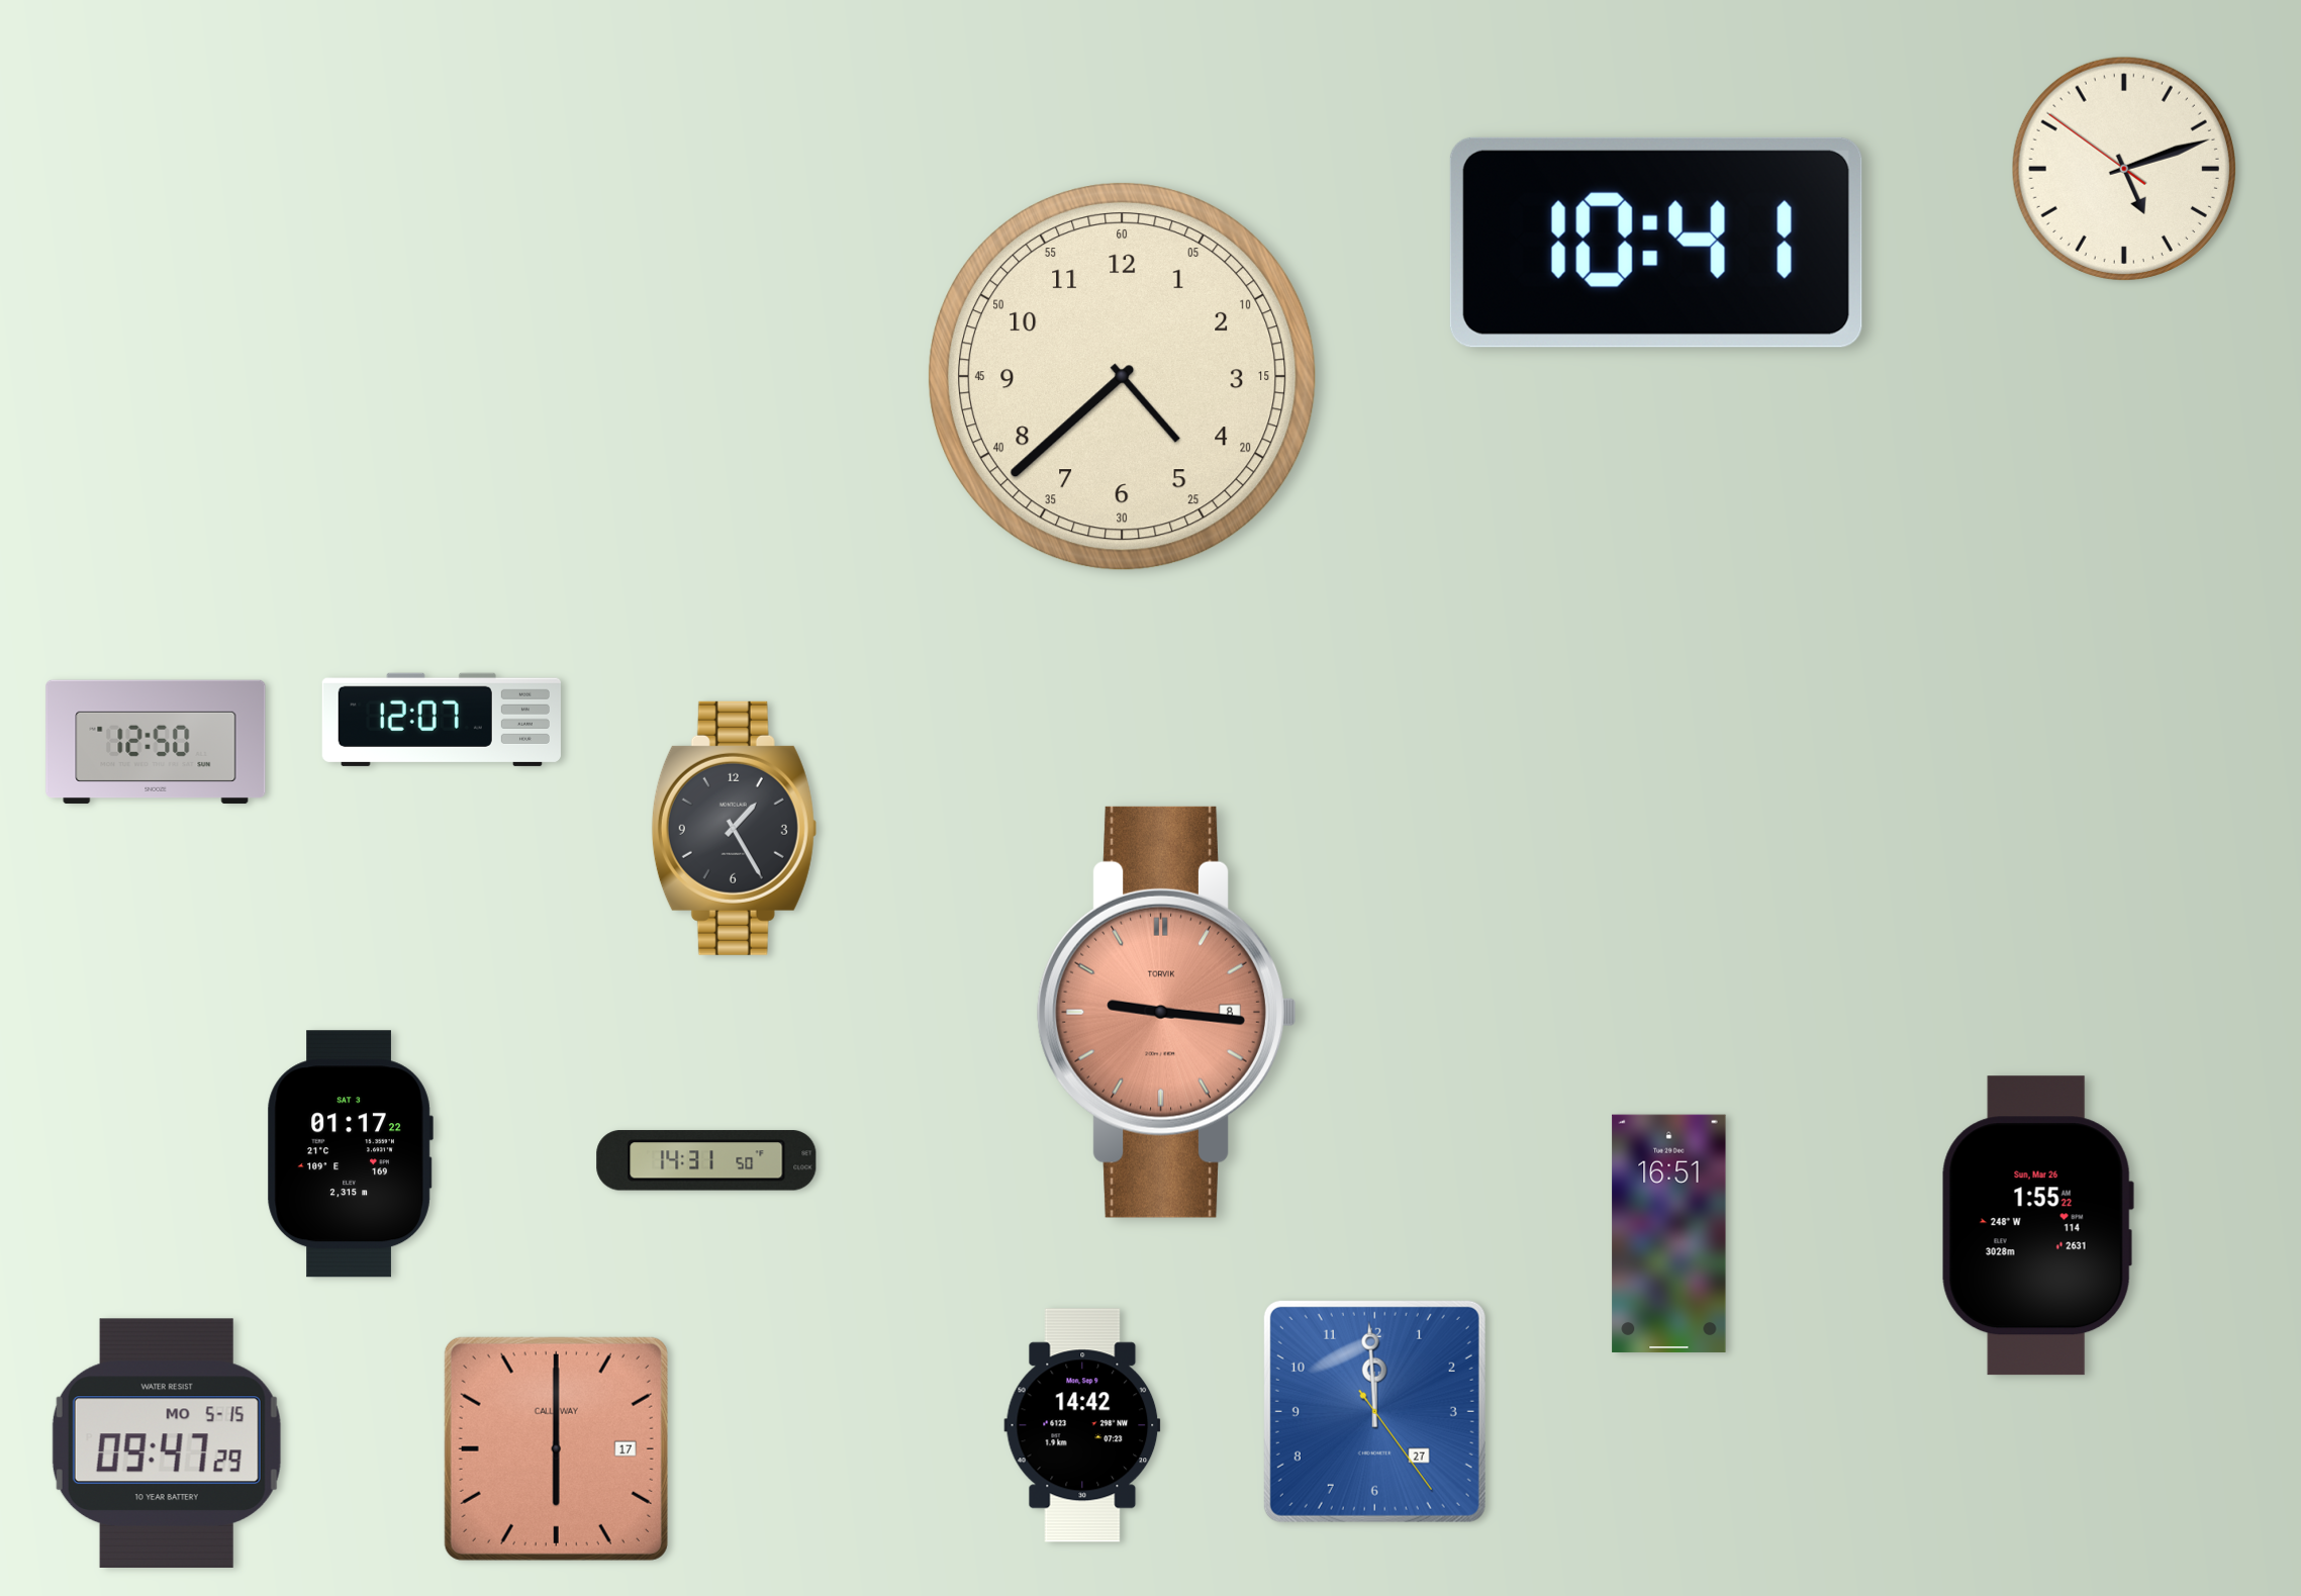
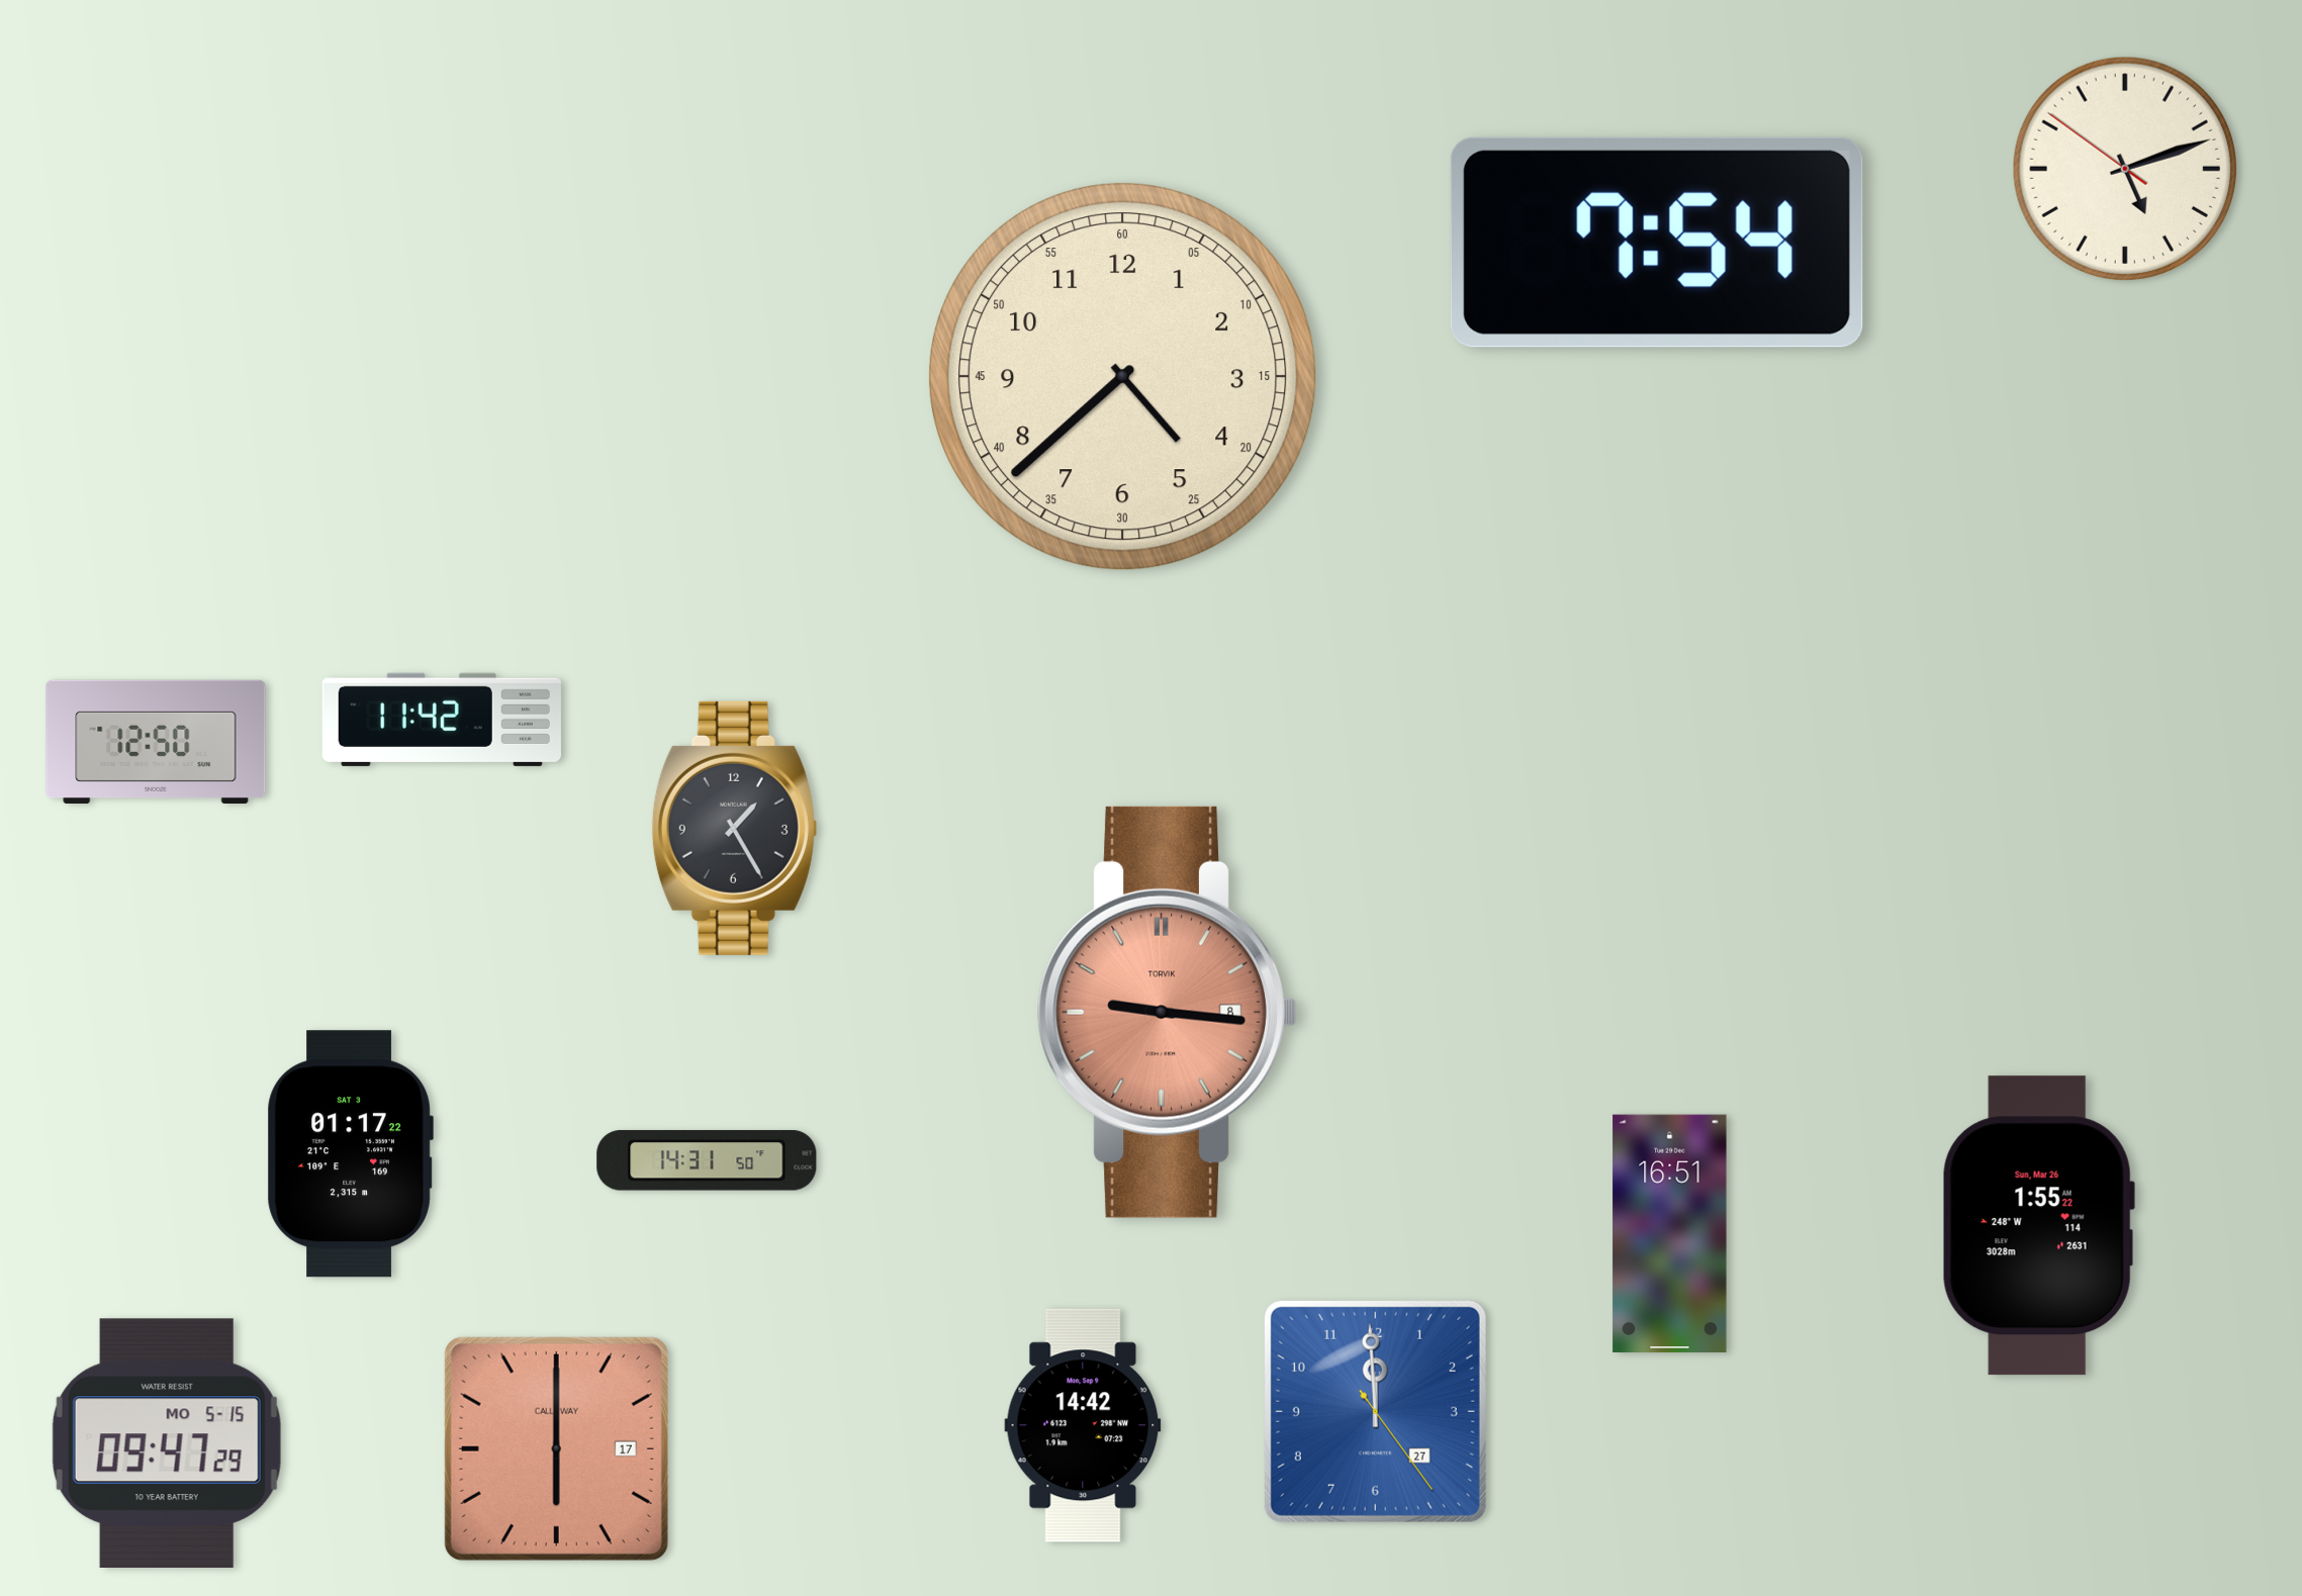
clock at (1656, 243): 10:41 -> 7:54
clock at (442, 720): 12:07 -> 11:42
